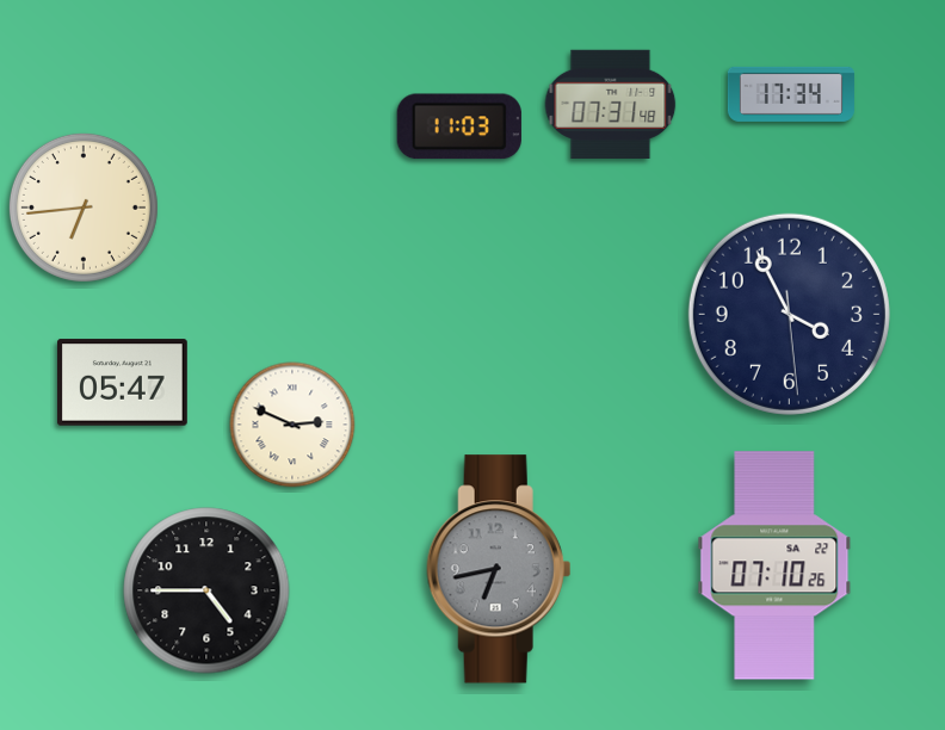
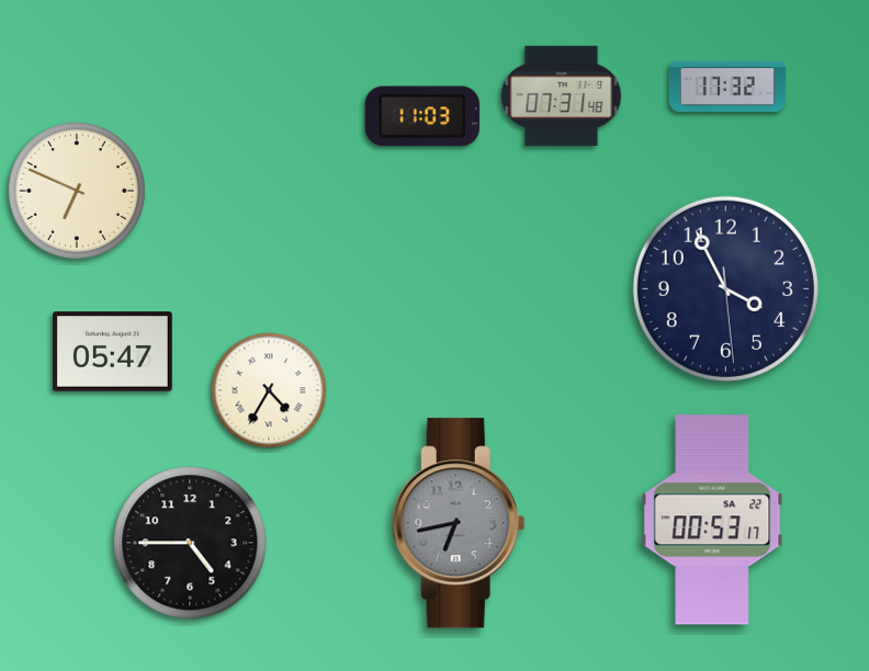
clock at (791, 94): 17:34 -> 17:32
clock at (84, 208): 6:44 -> 6:49
clock at (292, 425): 2:49 -> 4:35
clock at (774, 565): 07:10 -> 00:53
